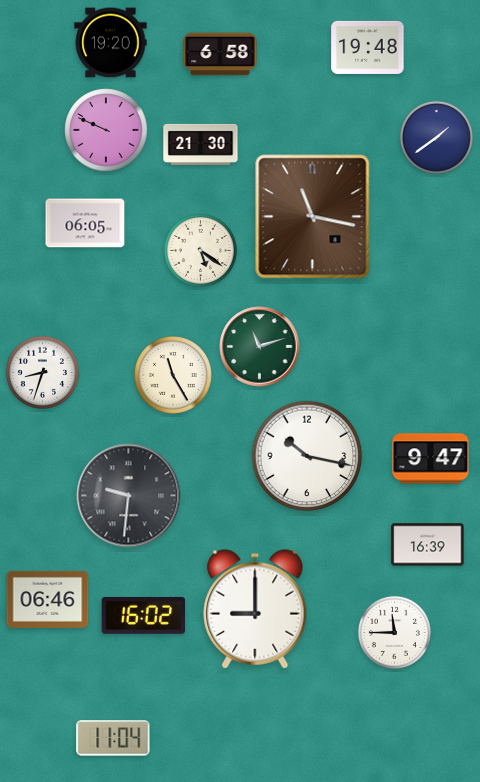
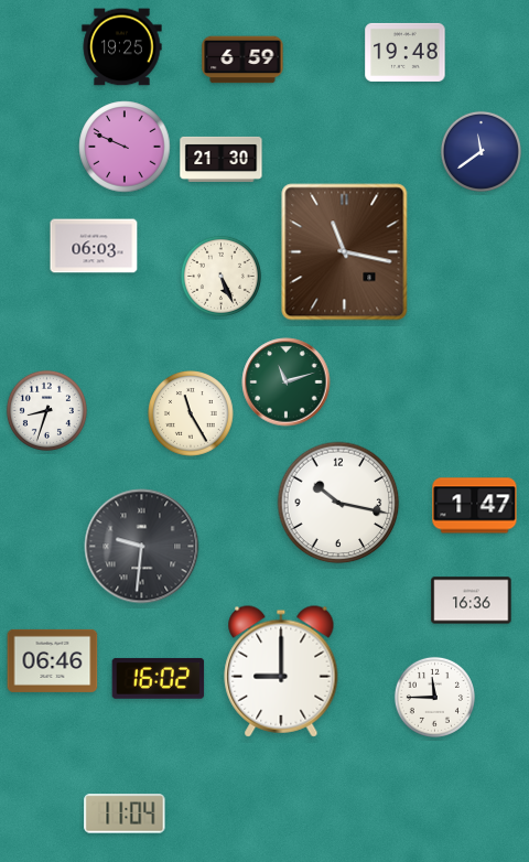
clock at (111, 43): 19:20 -> 19:25
clock at (220, 54): 6:58 -> 6:59
clock at (106, 130) position: (106, 130) -> (125, 147)
clock at (436, 137): 1:39 -> 11:39
clock at (313, 217) position: (313, 217) -> (345, 252)
clock at (85, 223): 06:05 -> 06:03
clock at (200, 250): 5:21 -> 5:26
clock at (431, 459): 9:47 -> 1:47
clock at (428, 545): 16:39 -> 16:36
